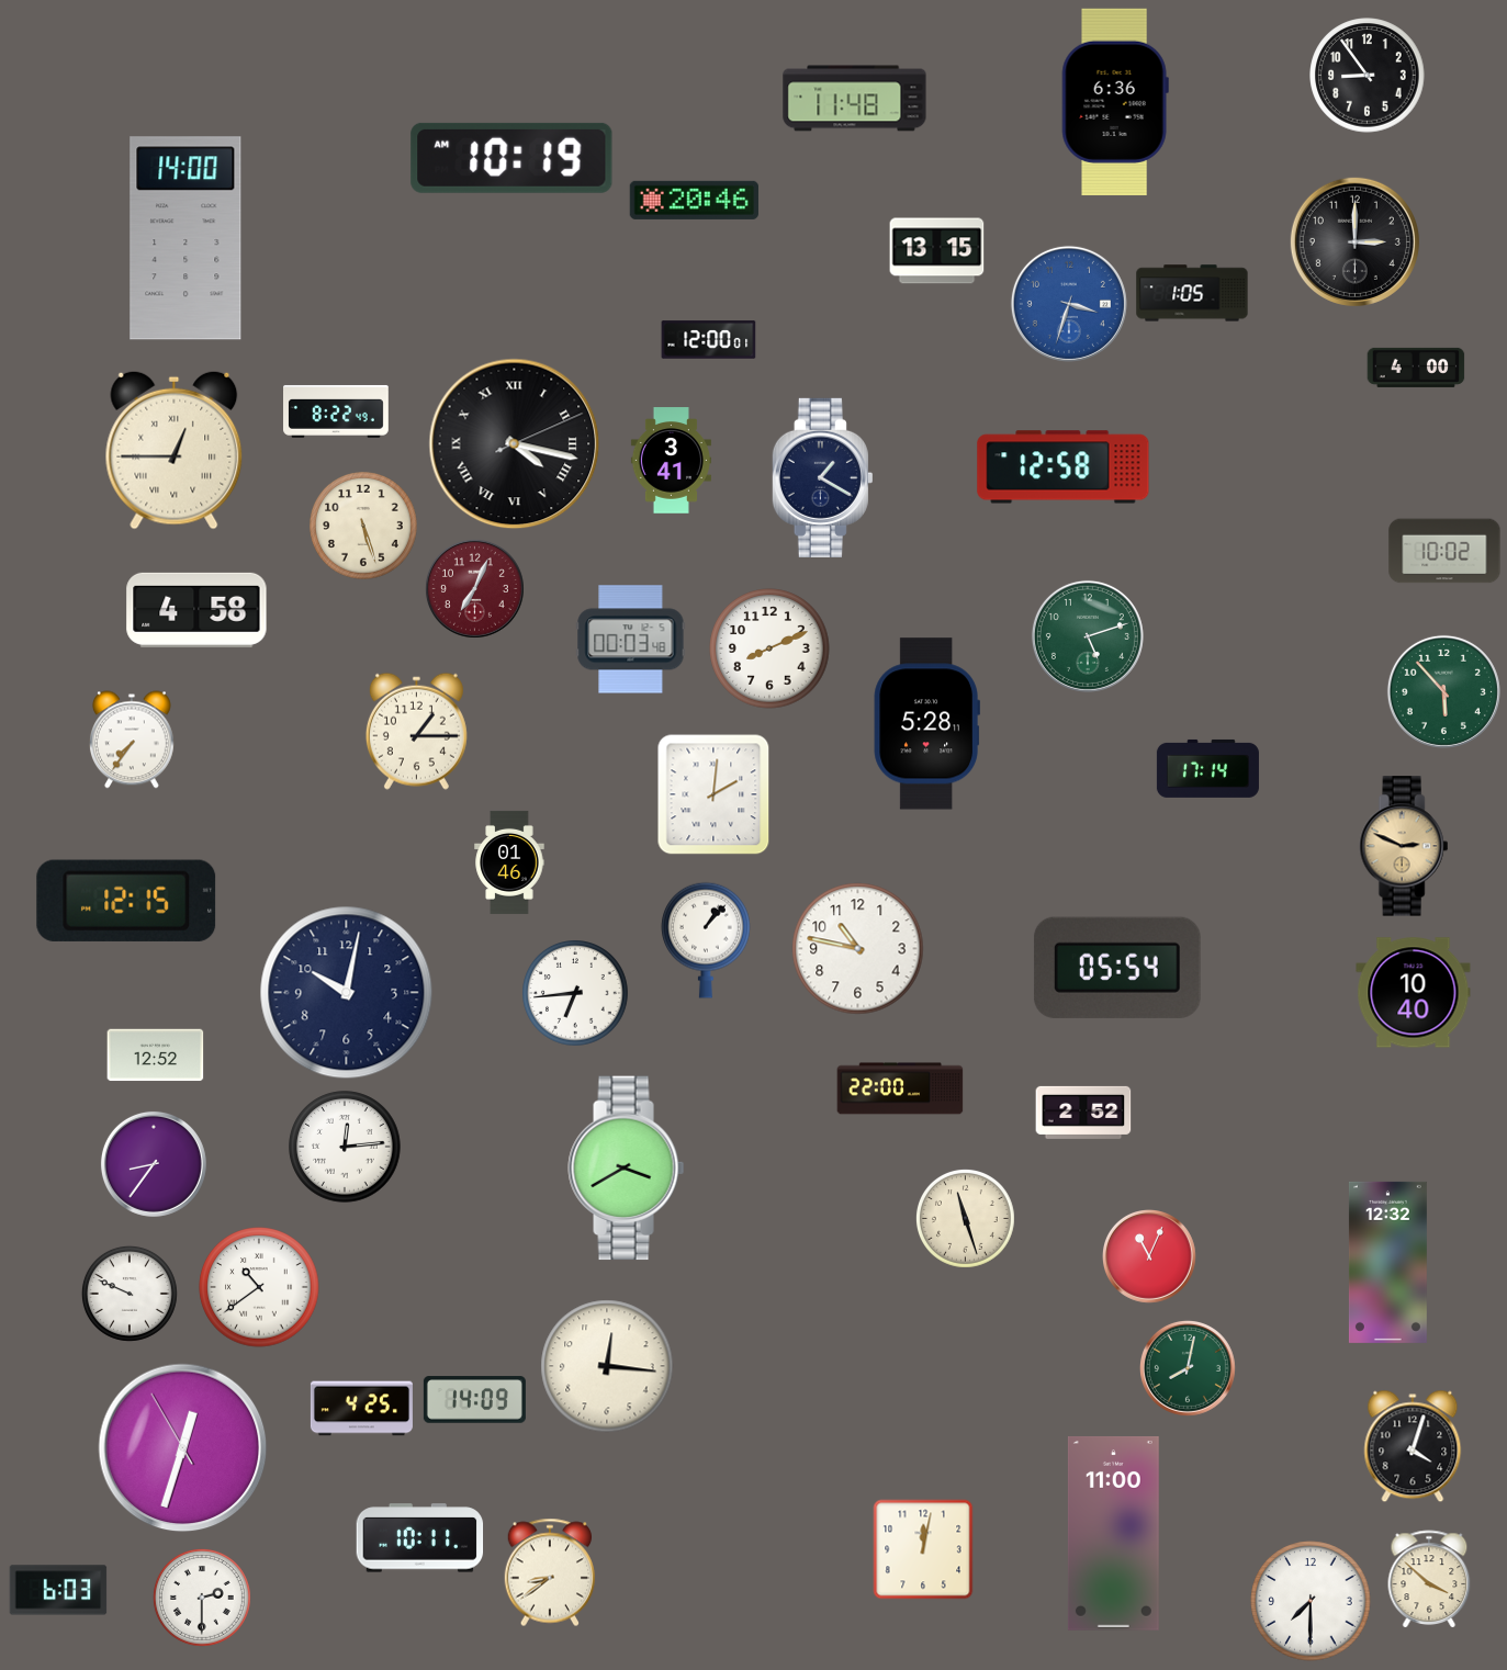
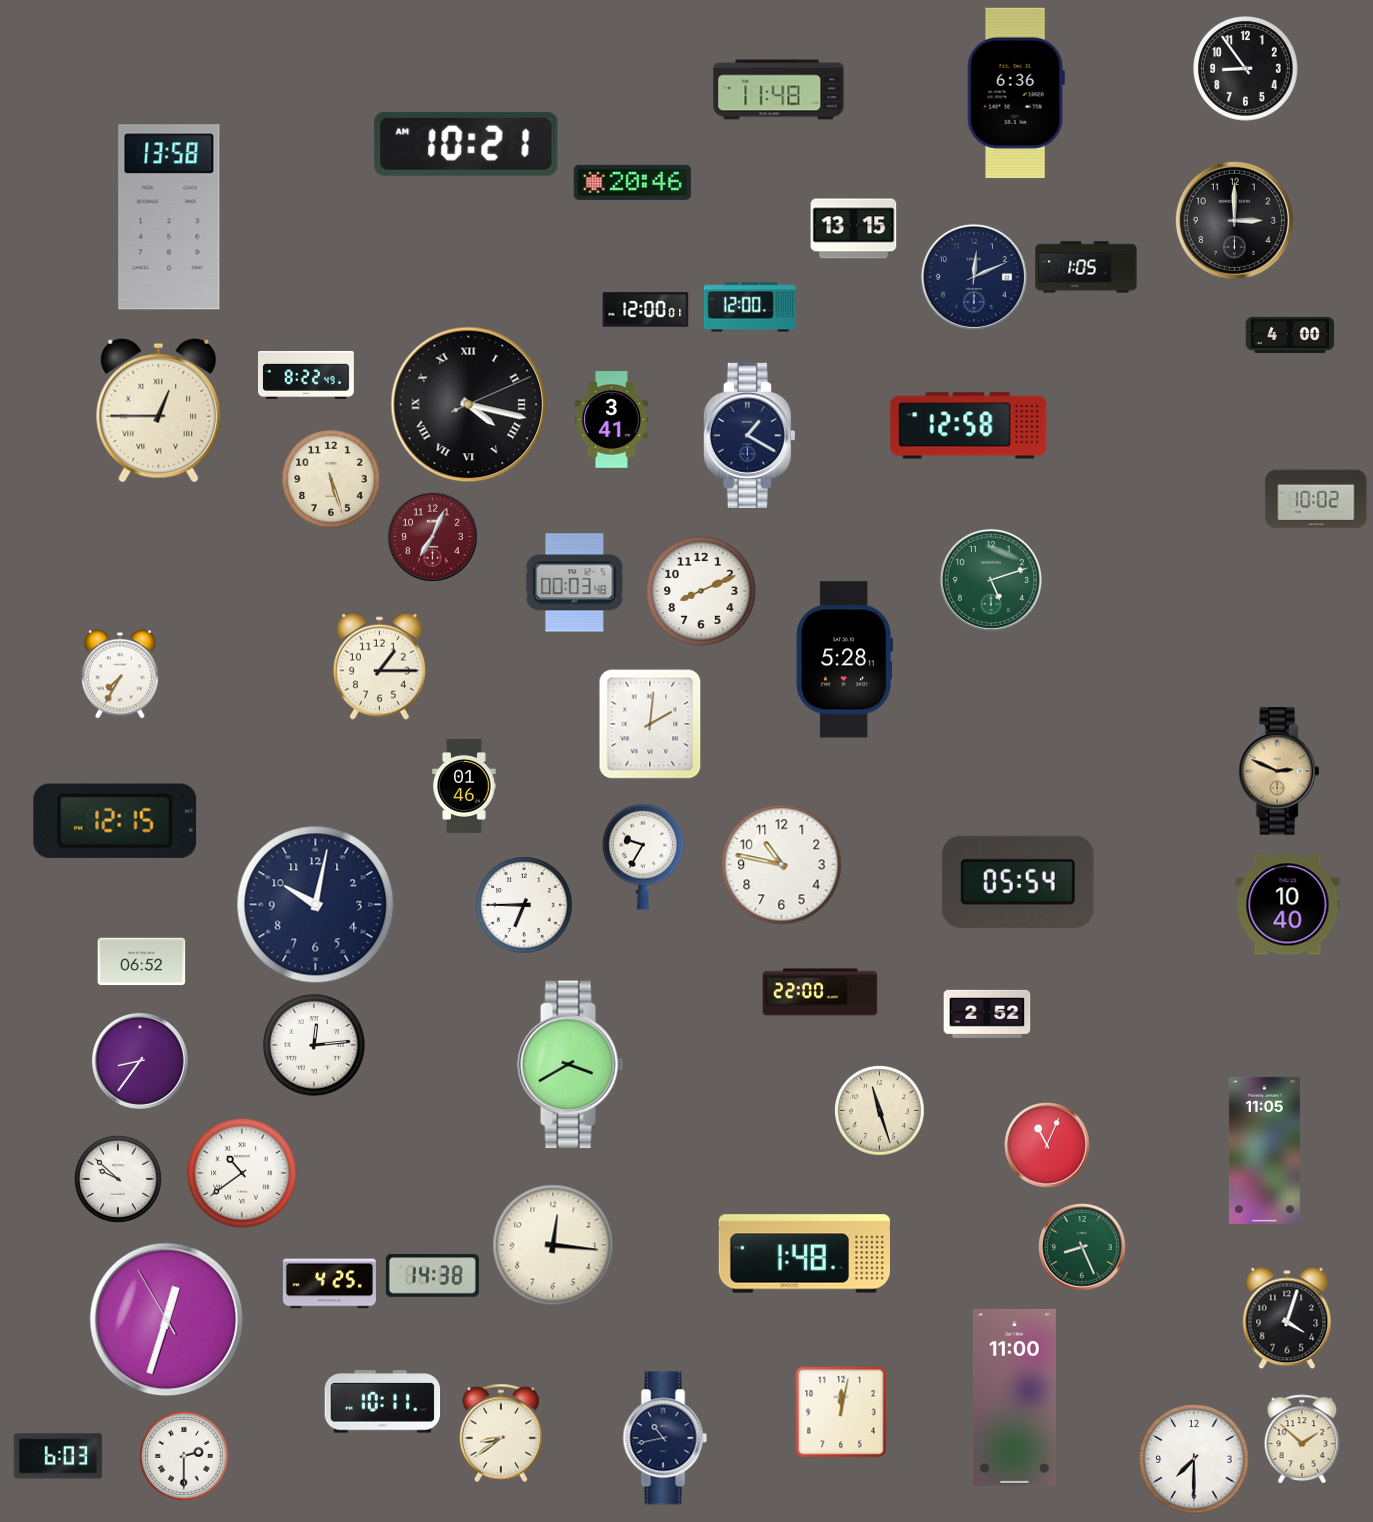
clock at (511, 158): 10:19 -> 10:21
clock at (185, 238): 14:00 -> 13:58
clock at (1069, 304): 3:33 -> 12:11
clock at (1069, 304) dial: blue -> navy
clock at (750, 307): none -> 12:00
clock at (1444, 551) position: (1444, 551) -> (1316, 499)
clock at (196, 610): 4:58 -> none
clock at (1443, 691): 5:53 -> none
clock at (132, 740): 7:36 -> 7:35
clock at (1207, 768): 17:14 -> none
clock at (707, 940): 1:07 -> 9:35
clock at (576, 994): 6:44 -> 6:45
clock at (156, 1056): 12:52 -> 06:52
clock at (1387, 1262): 12:32 -> 11:05
clock at (259, 1287) position: (259, 1287) -> (242, 1173)
clock at (130, 1294): 9:49 -> 9:52
clock at (1188, 1368): 8:02 -> 8:26
clock at (804, 1254): none -> 1:48
clock at (474, 1400): 14:09 -> 14:38
clock at (665, 1438): none -> 10:43
clock at (1429, 1579): 3:52 -> 1:52
clock at (58, 1590) position: (58, 1590) -> (58, 1456)
